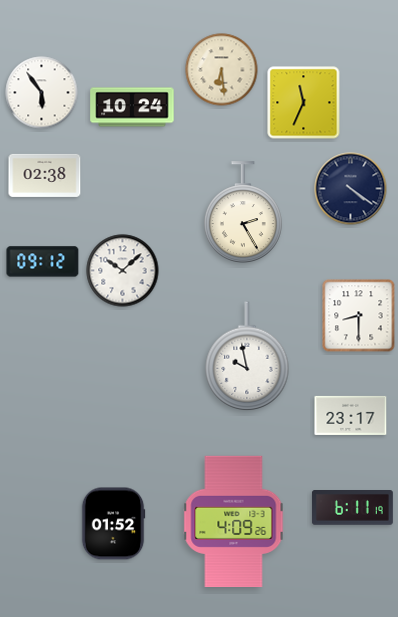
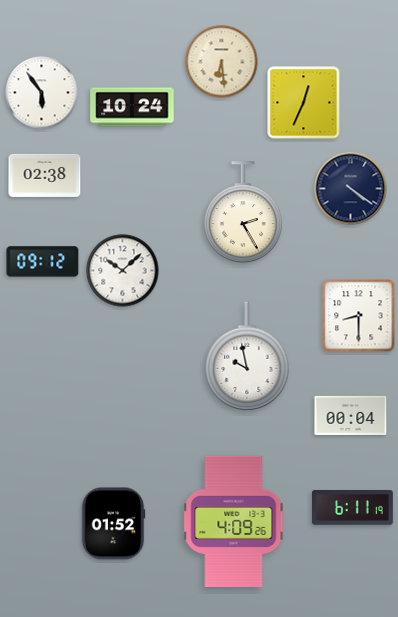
clock at (222, 70) position: (222, 70) -> (222, 62)
clock at (304, 103): 11:34 -> 12:34
clock at (351, 415): 23:17 -> 00:04
